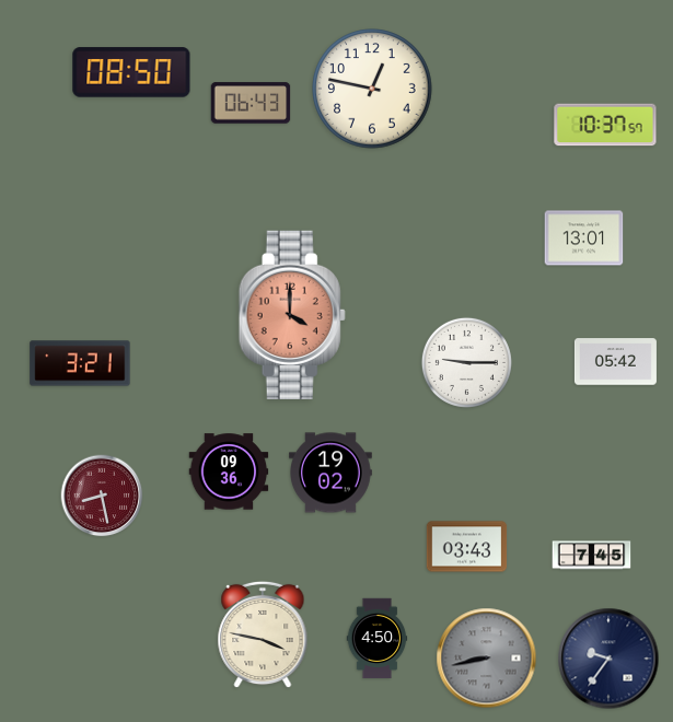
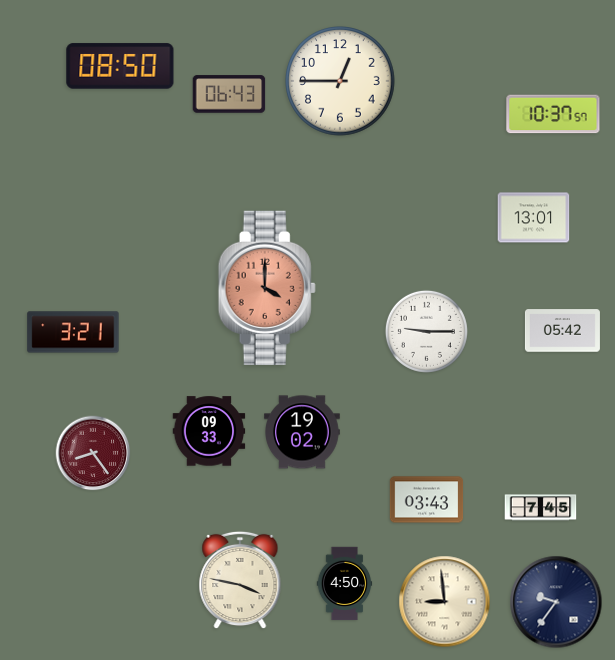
clock at (372, 89): 12:47 -> 12:45
clock at (229, 471): 09:36 -> 09:33
clock at (102, 496): 8:28 -> 8:24
clock at (487, 659): 8:43 -> 8:59
clock at (487, 659) dial: grey -> cream
